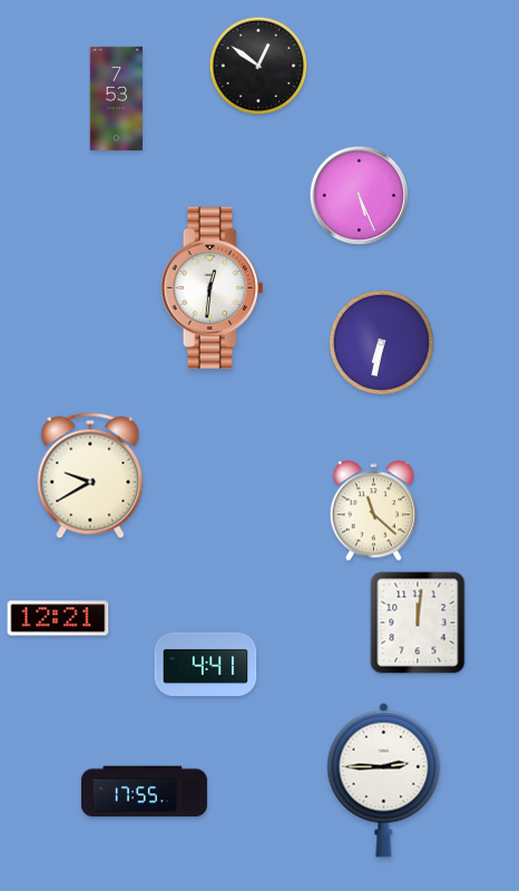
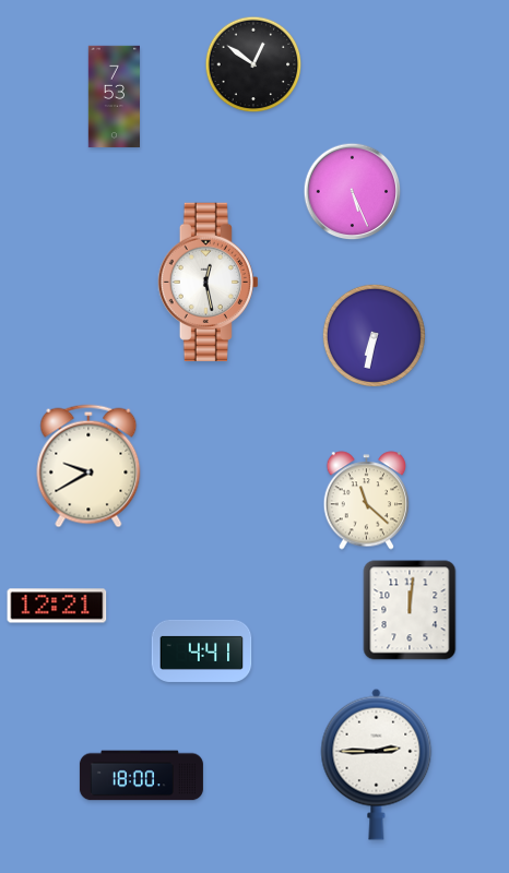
clock at (212, 287): 12:31 -> 12:28
clock at (144, 792): 17:55 -> 18:00
